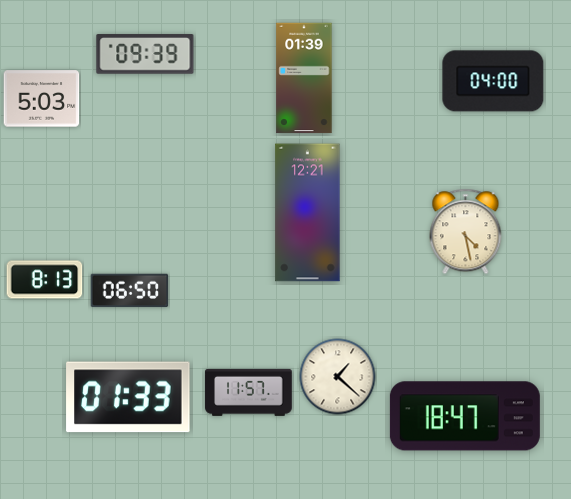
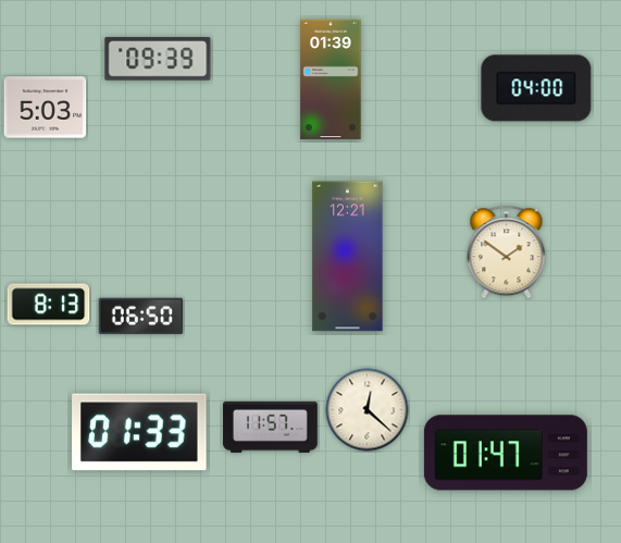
clock at (304, 78) position: (304, 78) -> (331, 79)
clock at (308, 213) position: (308, 213) -> (348, 257)
clock at (466, 232): 4:28 -> 1:51
clock at (338, 377): 1:22 -> 12:22
clock at (465, 416): 18:47 -> 01:47
